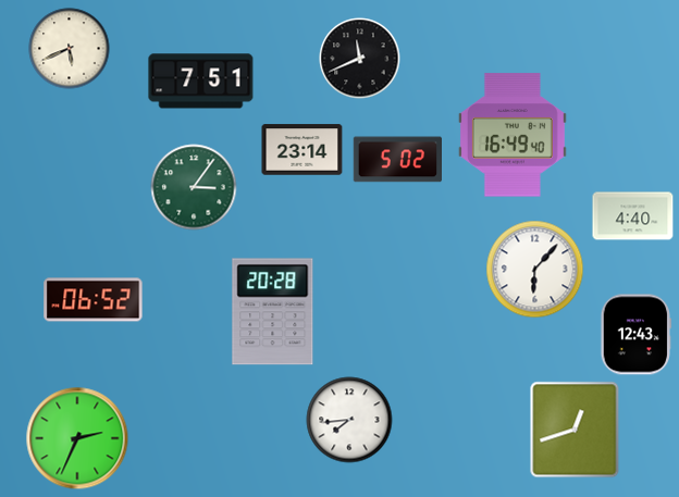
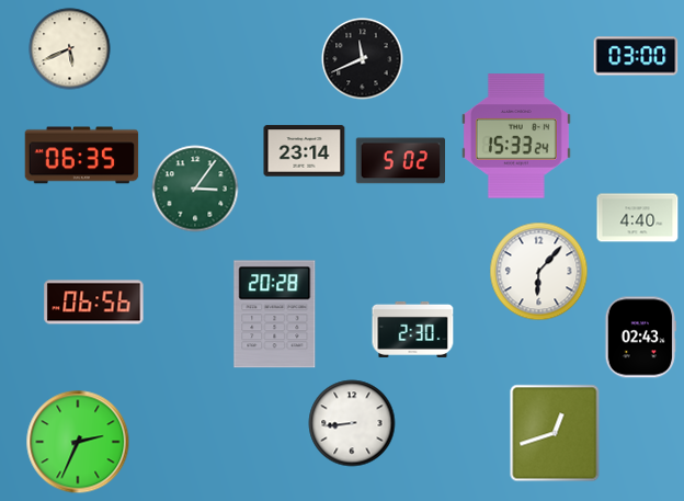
clock at (636, 56): none -> 03:00
clock at (201, 82): 7:51 -> none
clock at (513, 135): 16:49 -> 15:33
clock at (82, 156): none -> 06:35
clock at (94, 300): 06:52 -> 06:56
clock at (413, 329): none -> 2:30
clock at (635, 335): 12:43 -> 02:43
clock at (349, 420): 7:44 -> 8:44
clock at (575, 430) position: (575, 430) -> (555, 433)
